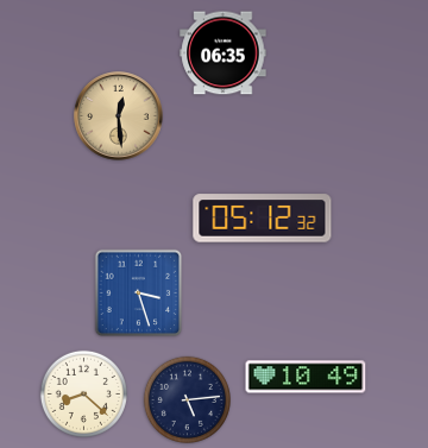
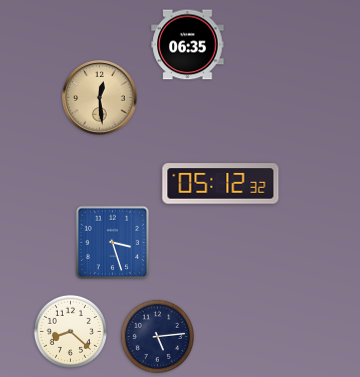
clock at (139, 294) position: (139, 294) -> (113, 243)
clock at (306, 377): 10:49 -> none
